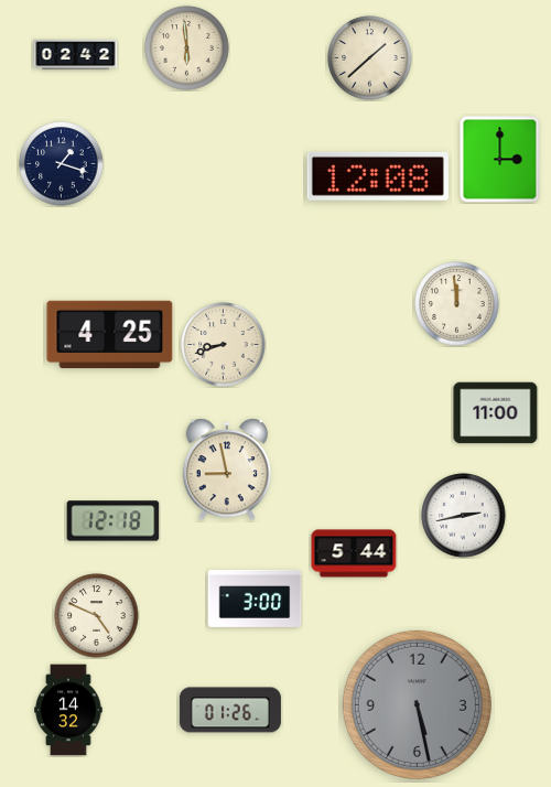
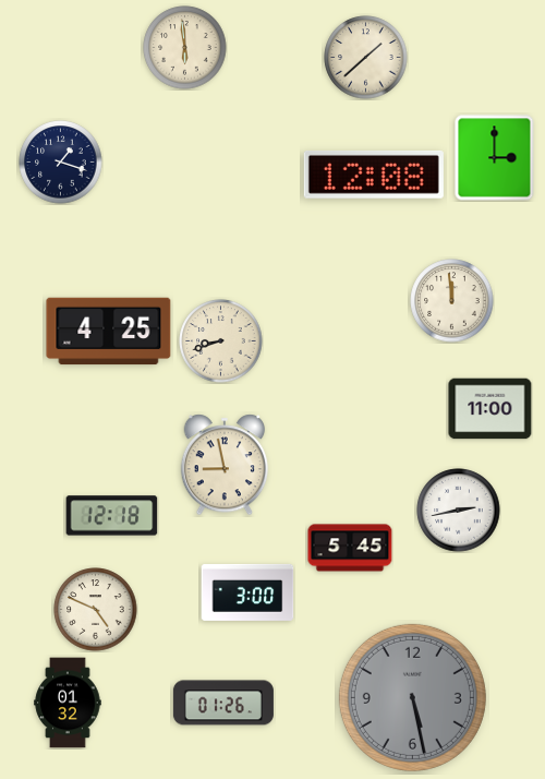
clock at (76, 55): 02:42 -> none
clock at (354, 553): 5:44 -> 5:45
clock at (255, 599) position: (255, 599) -> (247, 592)
clock at (68, 710): 14:32 -> 01:32
clock at (230, 710) position: (230, 710) -> (223, 703)
